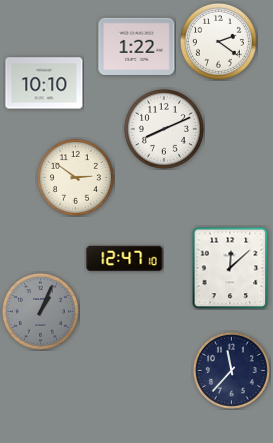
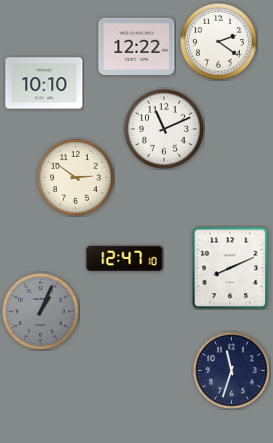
clock at (137, 46): 1:22 -> 12:22
clock at (164, 129): 8:11 -> 11:11
clock at (230, 268): 12:08 -> 8:11
clock at (232, 371): 11:37 -> 11:33
